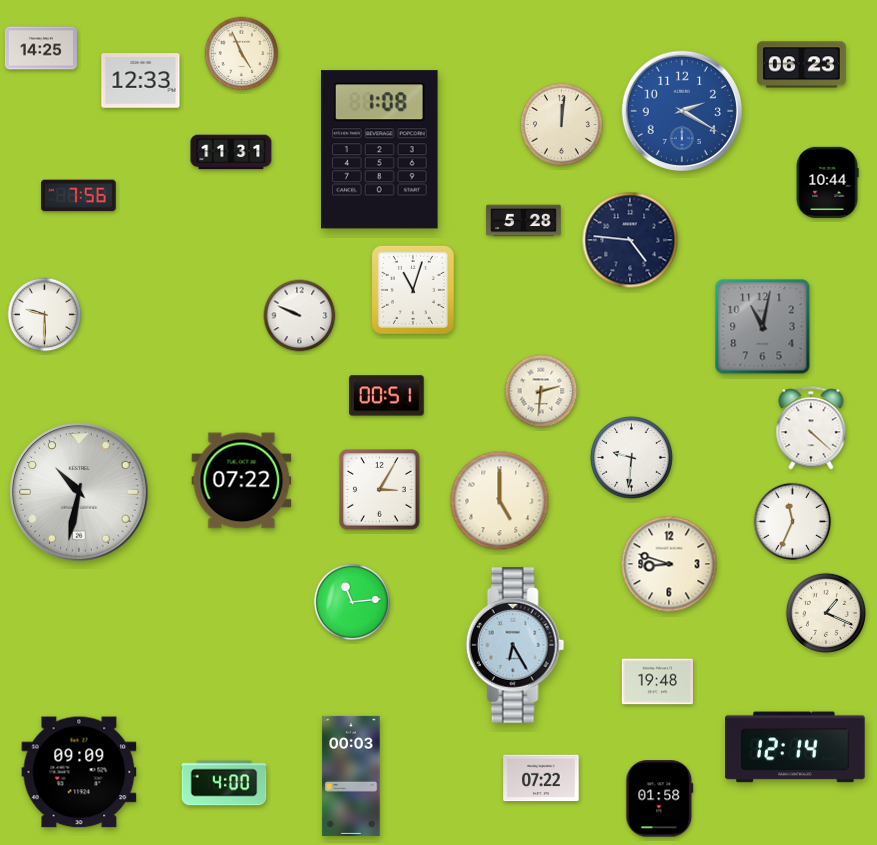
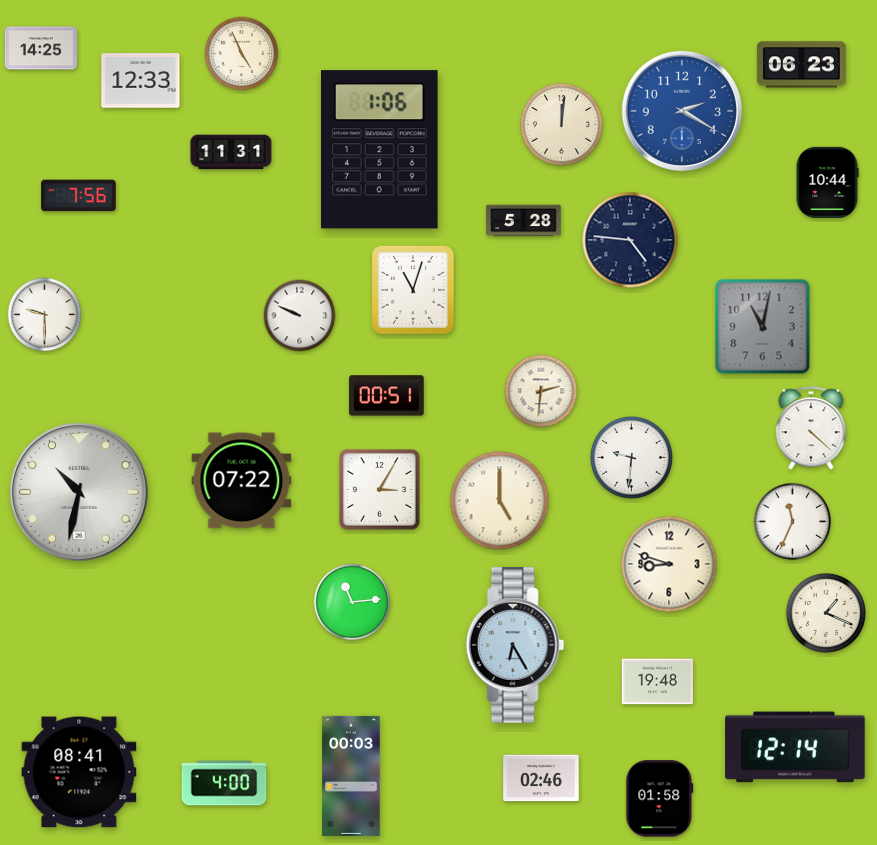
clock at (379, 150): 1:08 -> 1:06
clock at (79, 772): 09:09 -> 08:41
clock at (541, 778): 07:22 -> 02:46
